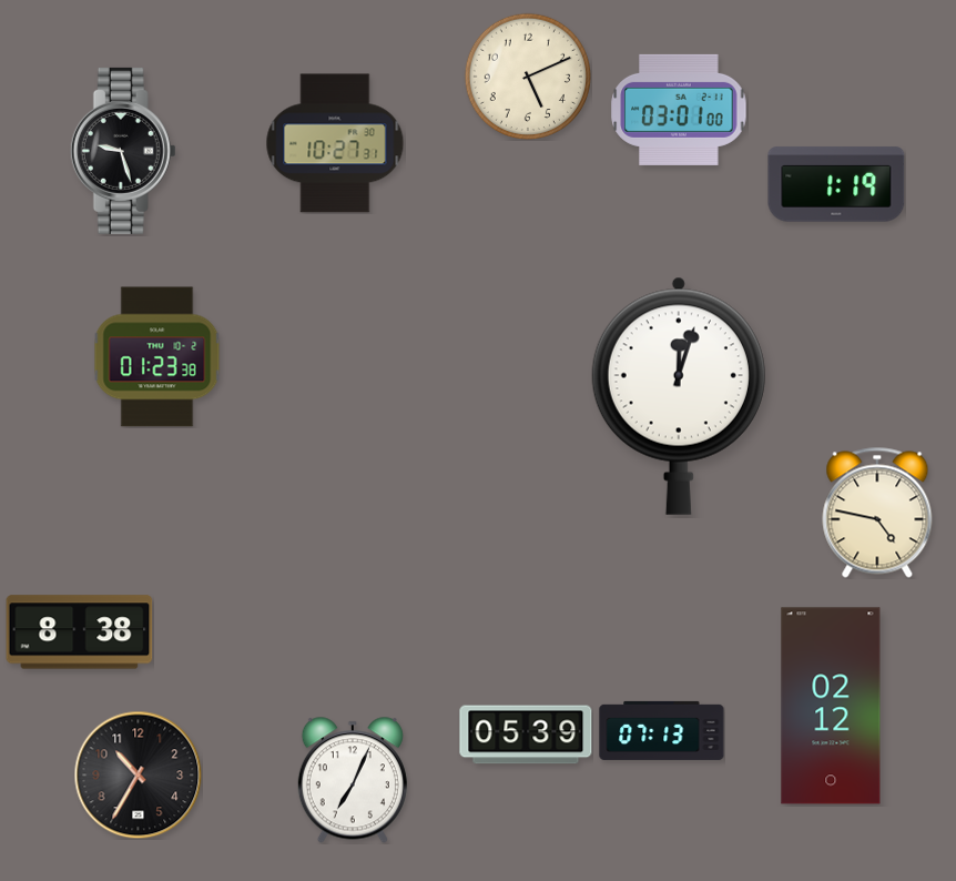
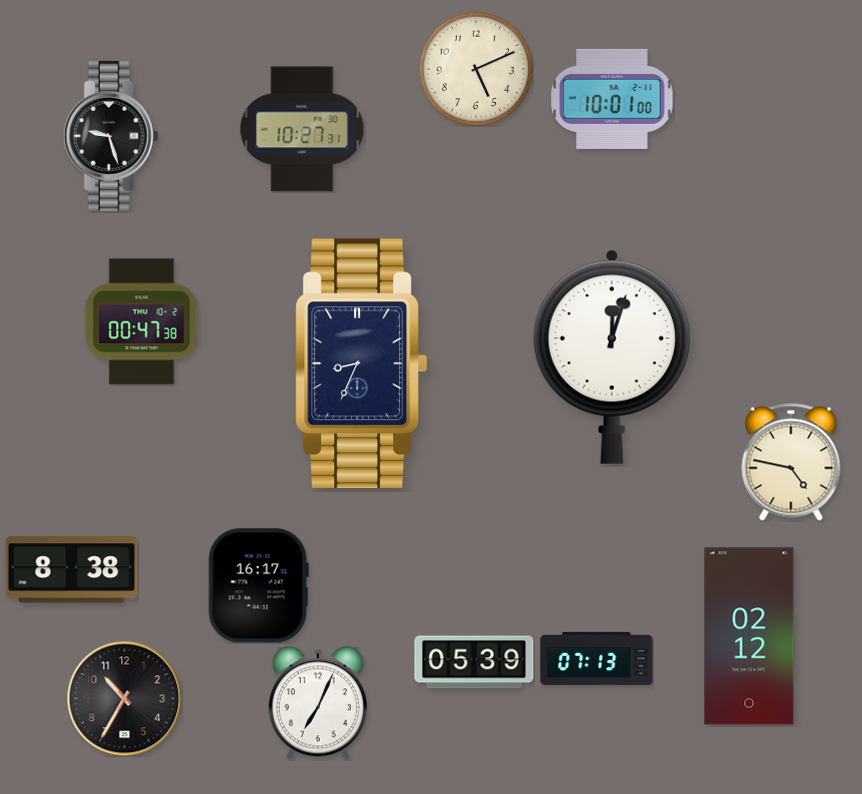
clock at (679, 110): 03:01 -> 10:01
clock at (836, 184): 1:19 -> none
clock at (157, 357): 01:23 -> 00:47
clock at (361, 364): none -> 8:34
clock at (258, 586): none -> 16:17
